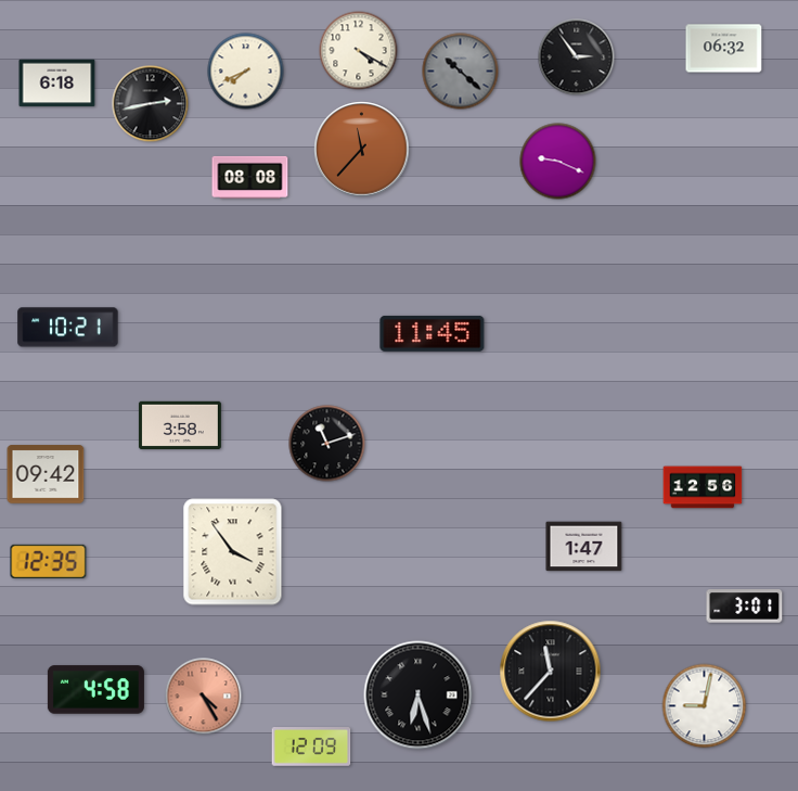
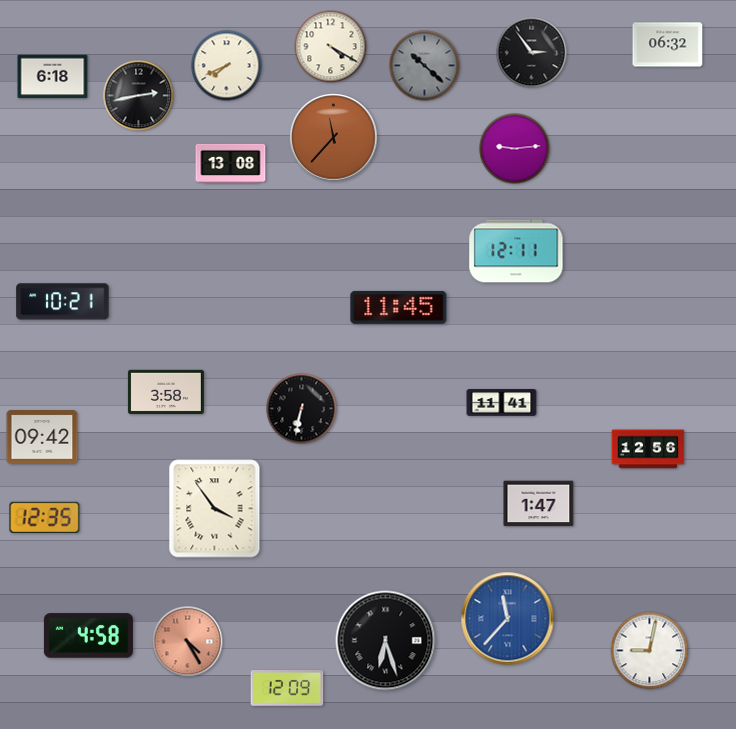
clock at (558, 162): 9:19 -> 9:14
clock at (250, 177): 08:08 -> 13:08
clock at (516, 251): none -> 12:11
clock at (502, 403): none -> 11:41
clock at (327, 444): 11:12 -> 6:32
clock at (745, 607): 3:01 -> none
clock at (551, 672) dial: black -> blue
